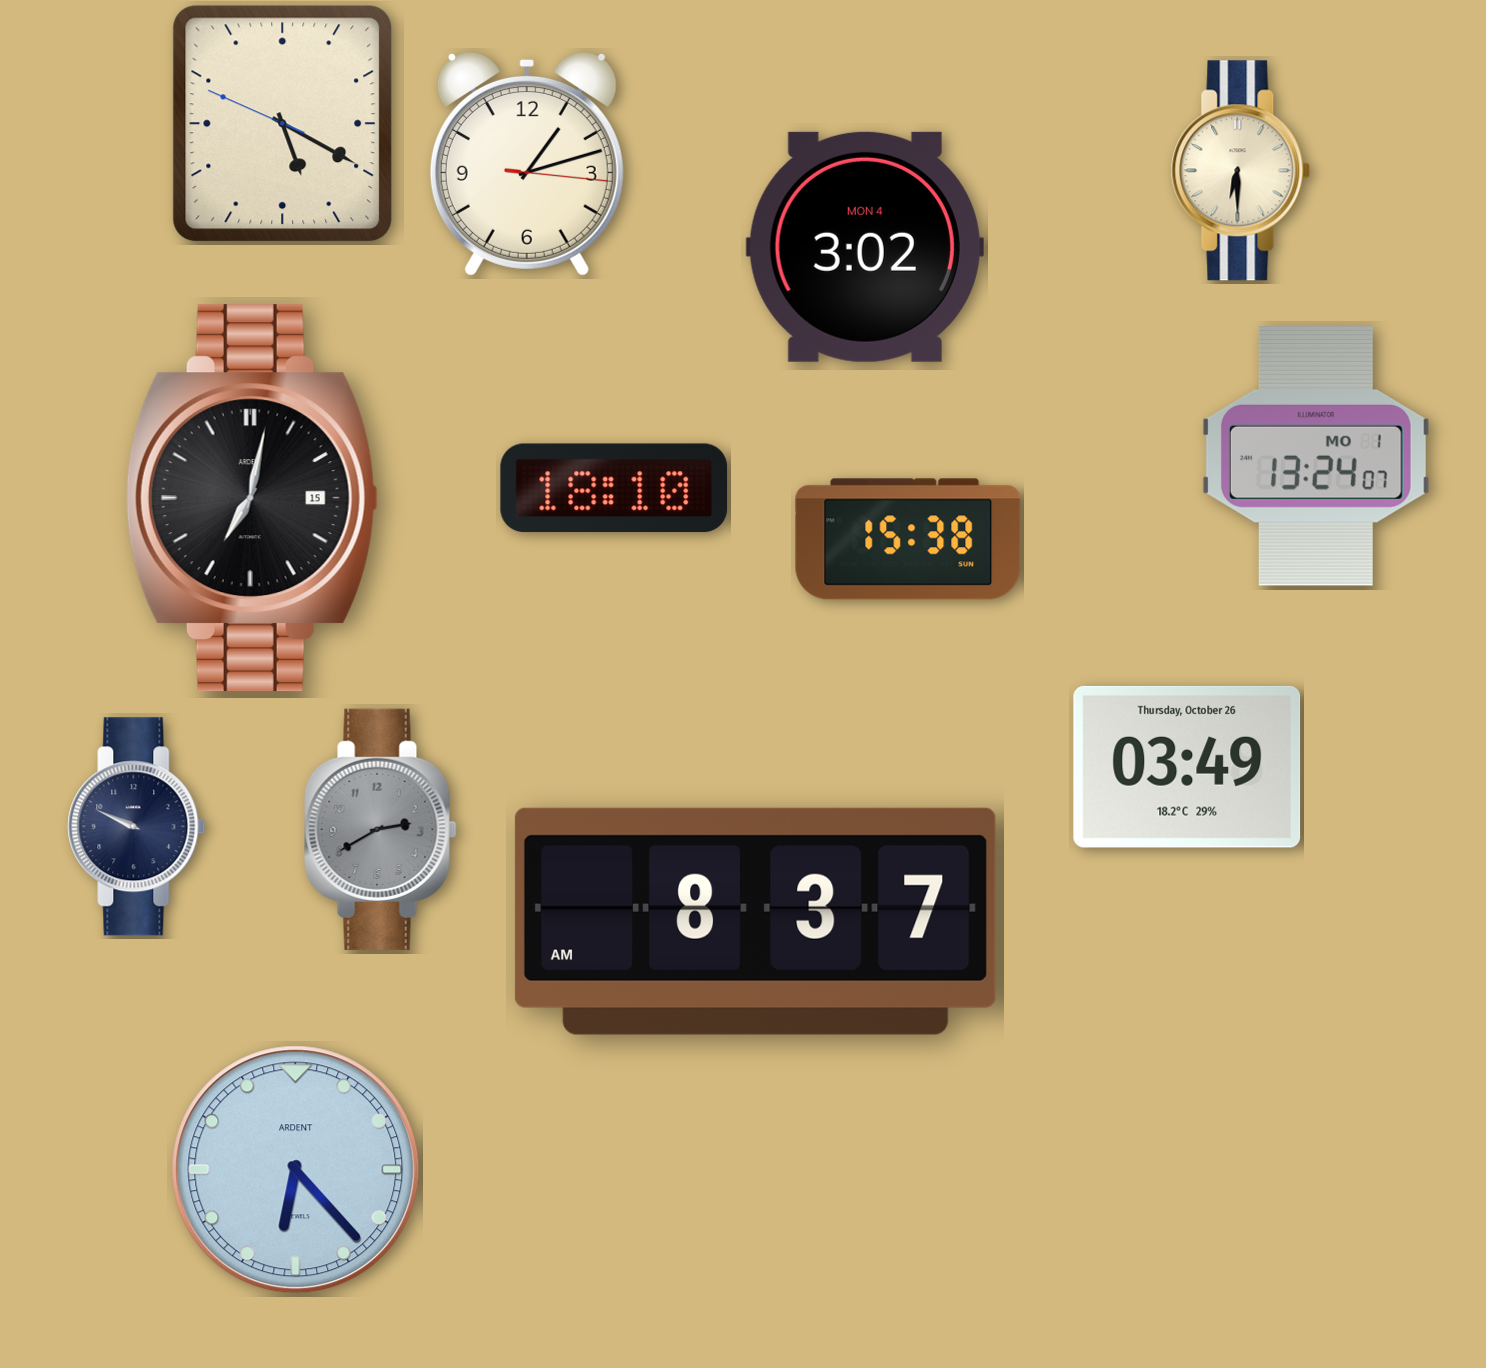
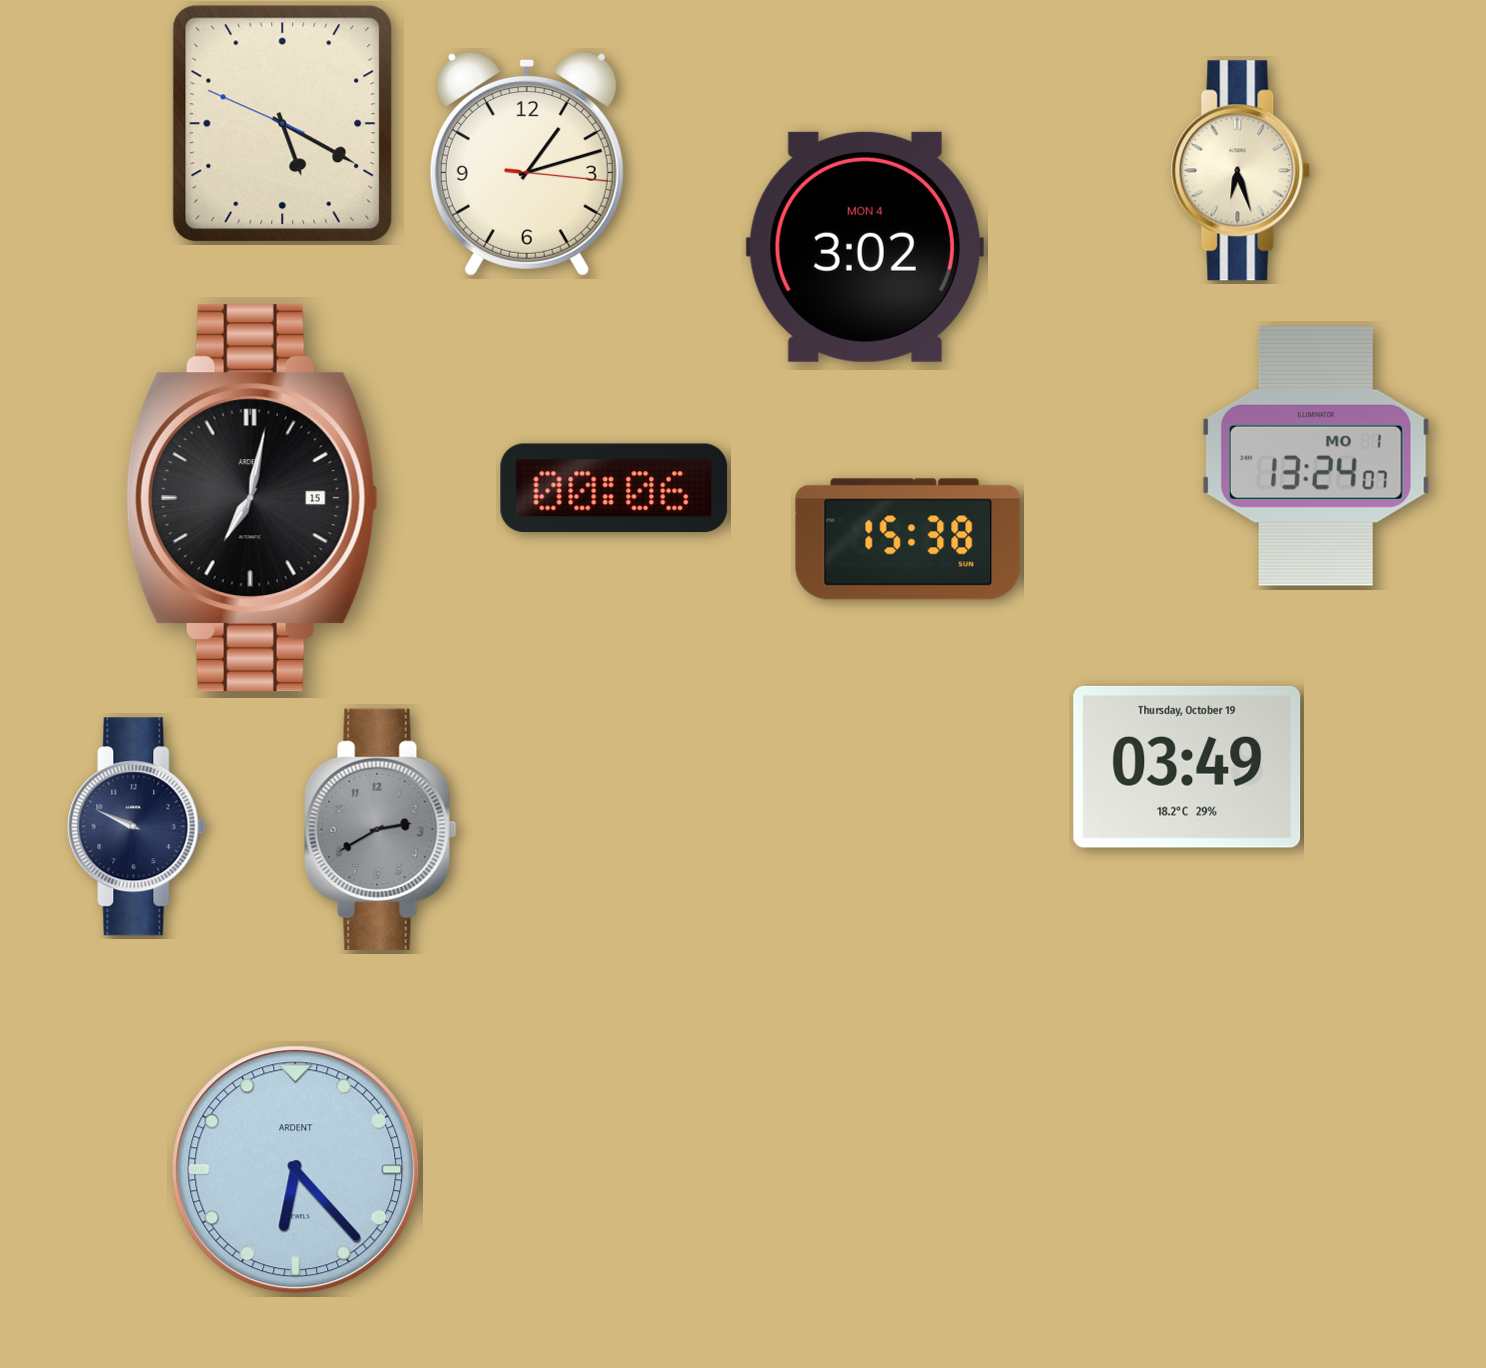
clock at (1241, 171): 6:30 -> 6:27
clock at (614, 488): 18:10 -> 00:06
clock at (1187, 767) date: Thursday, October 26 -> Thursday, October 19
clock at (755, 921): 8:37 -> none
